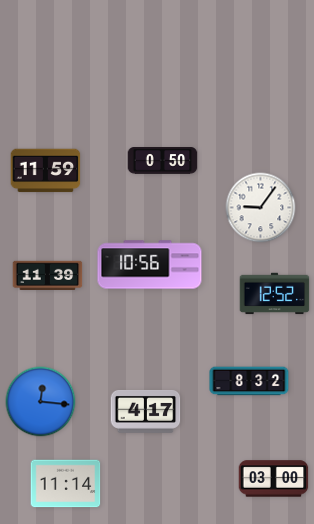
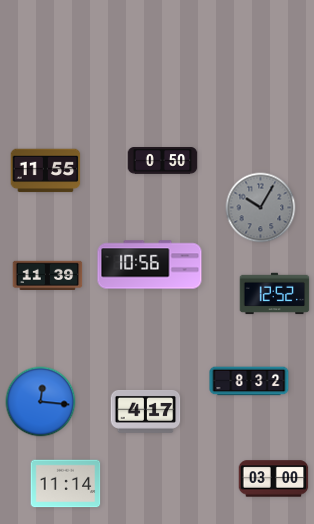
clock at (46, 171): 11:59 -> 11:55
clock at (261, 208): 9:06 -> 10:05
clock at (261, 208) dial: white -> grey
